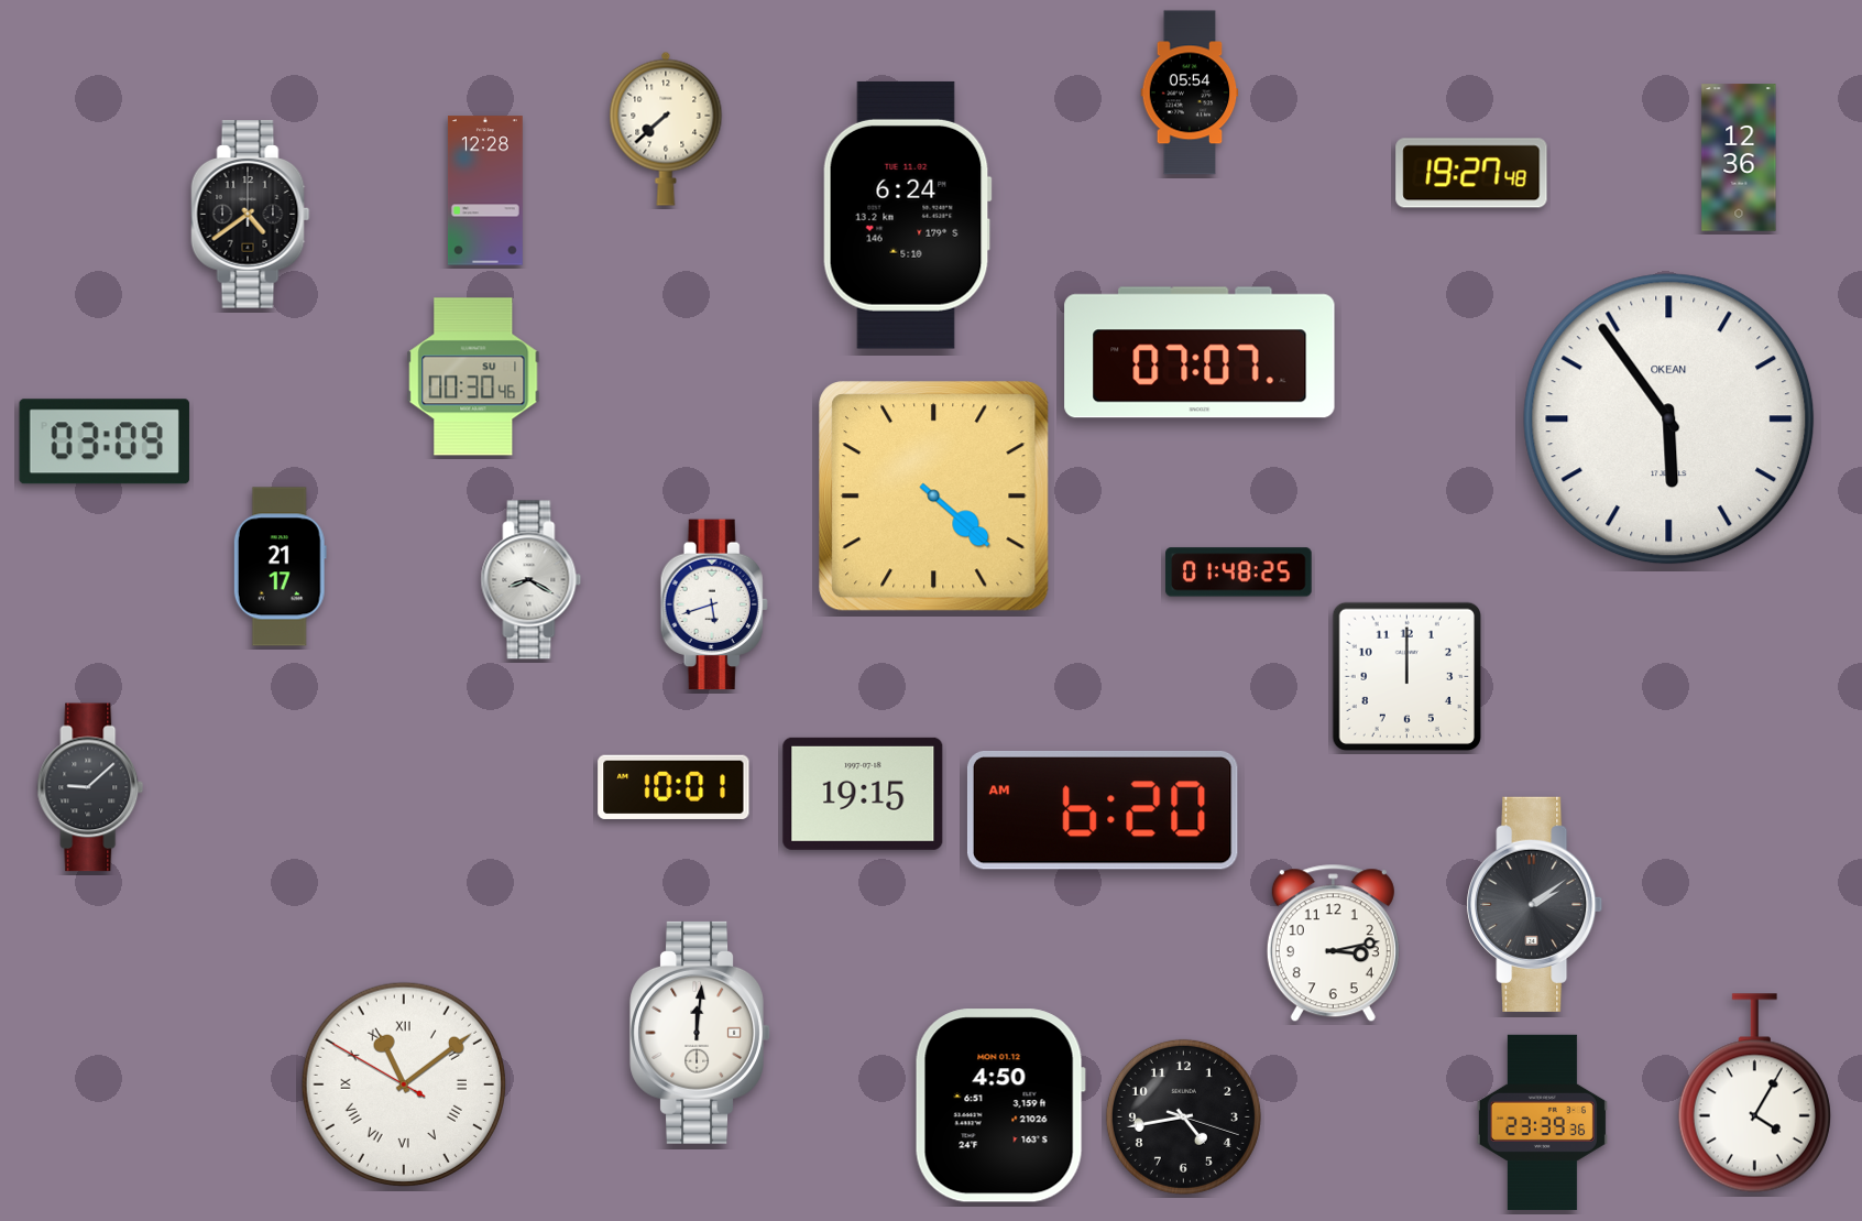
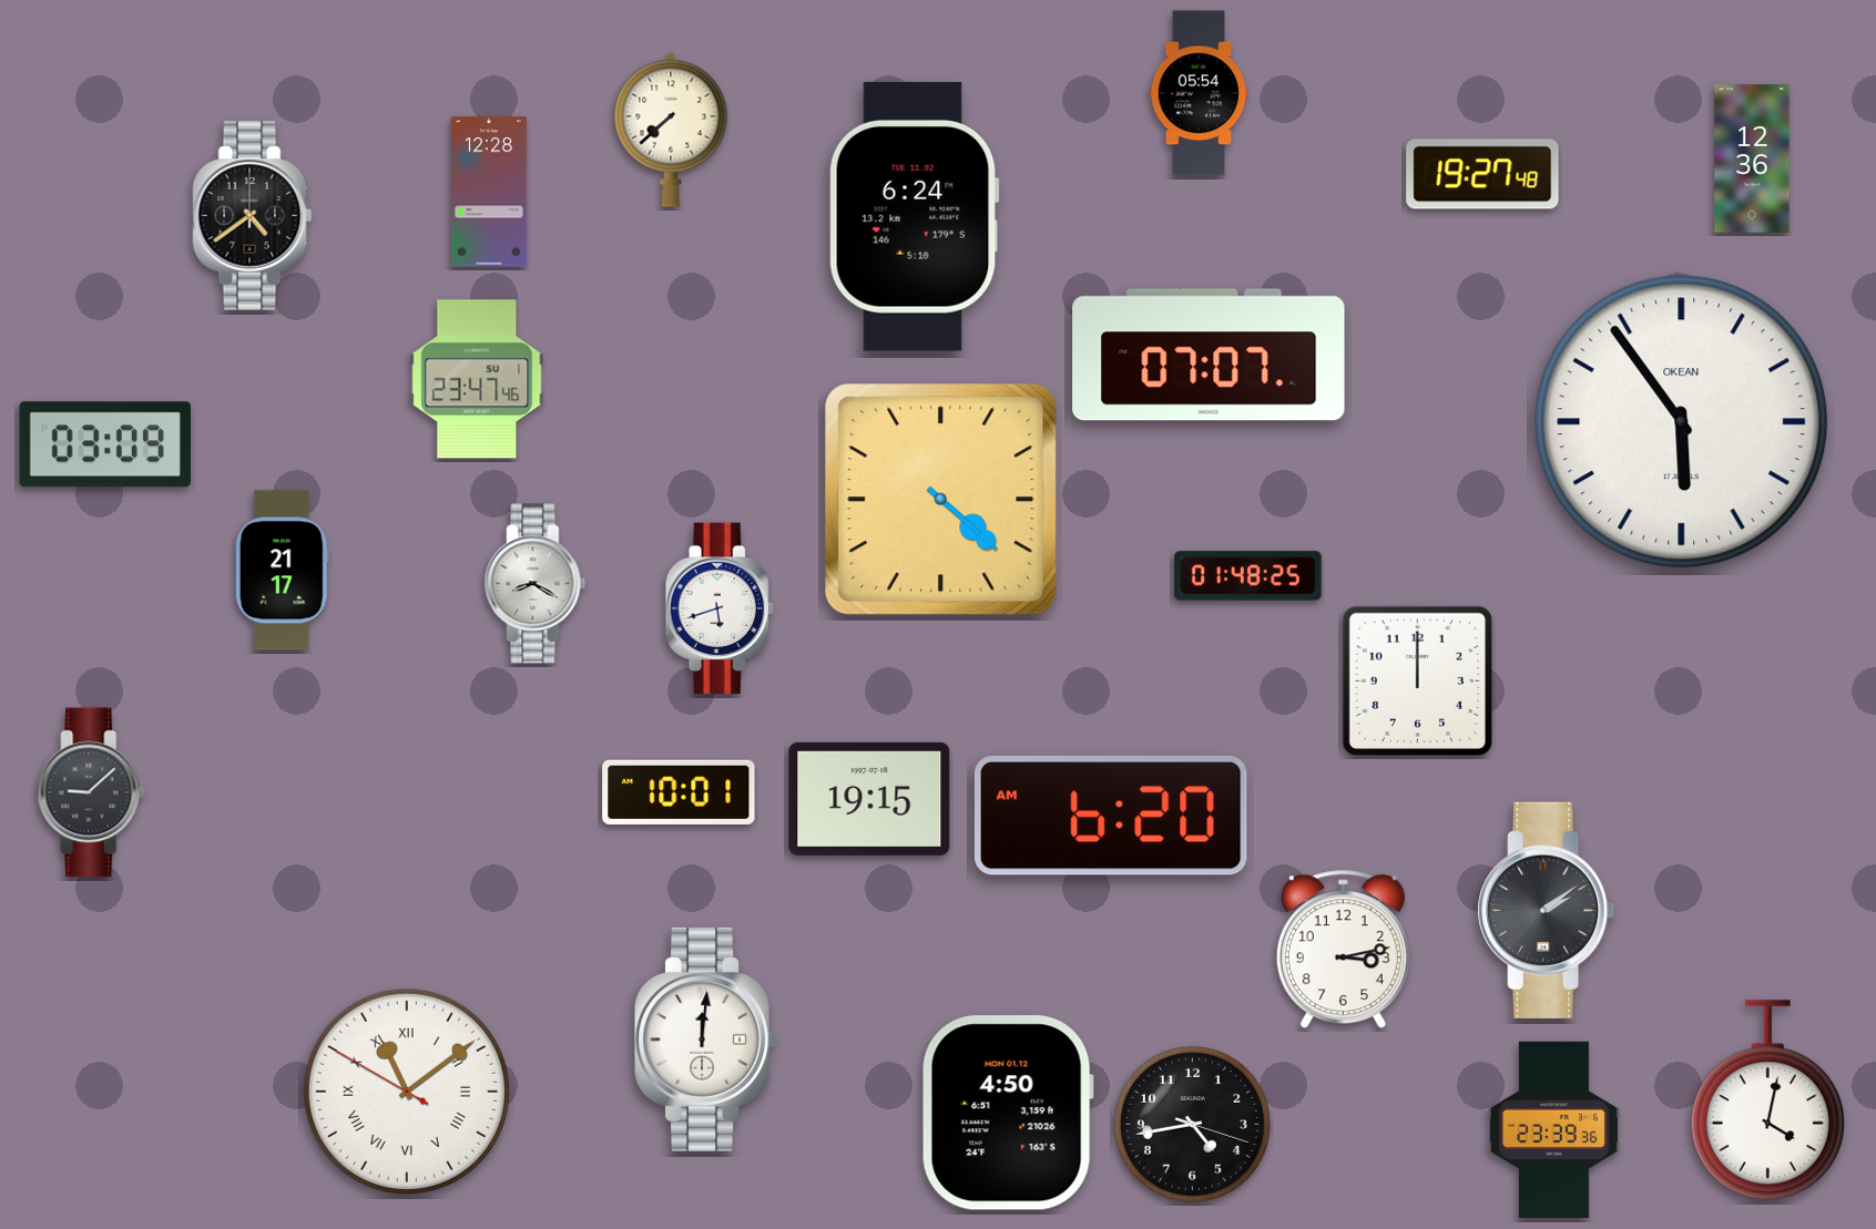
clock at (473, 377): 00:30 -> 23:47
clock at (1754, 1093): 4:05 -> 4:02
